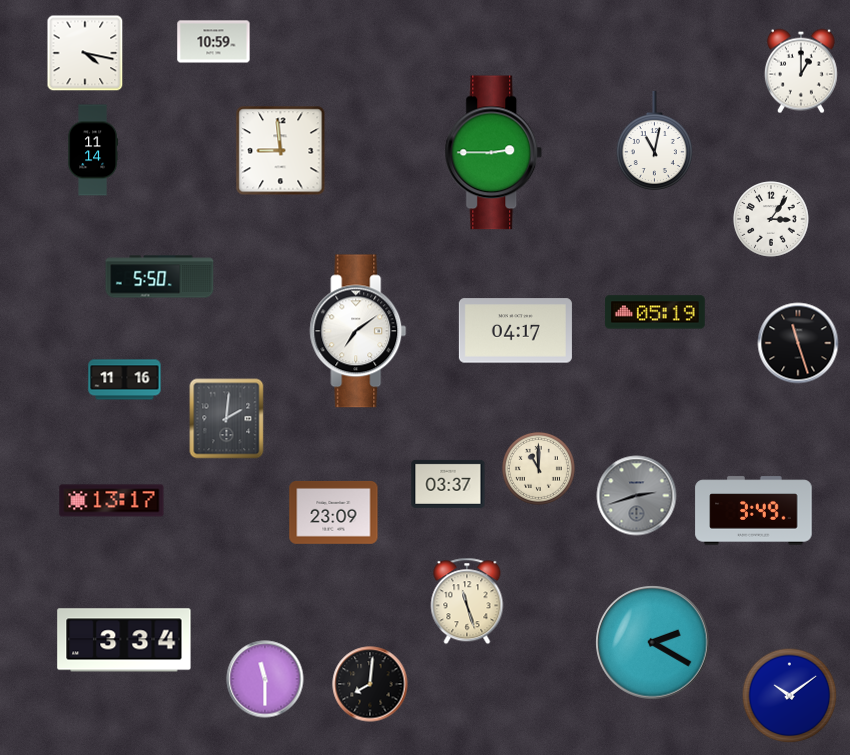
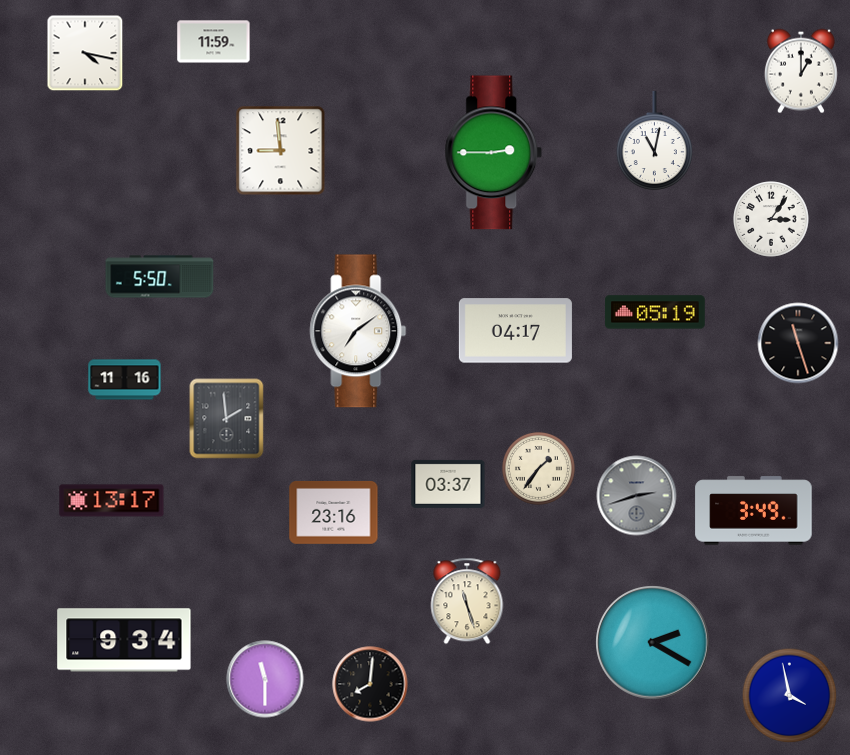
clock at (214, 42): 10:59 -> 11:59
clock at (93, 150): 11:14 -> none
clock at (227, 419): 2:01 -> 1:59
clock at (538, 468): 11:00 -> 1:36
clock at (334, 512): 23:09 -> 23:16
clock at (124, 640): 3:34 -> 9:34
clock at (790, 696): 10:09 -> 3:58
